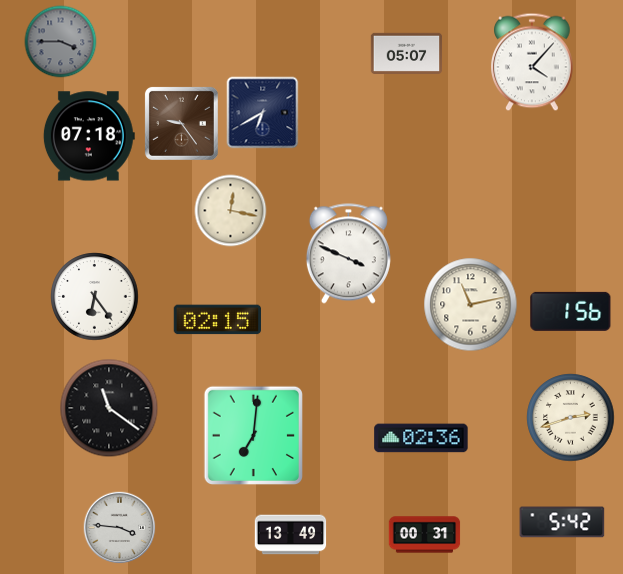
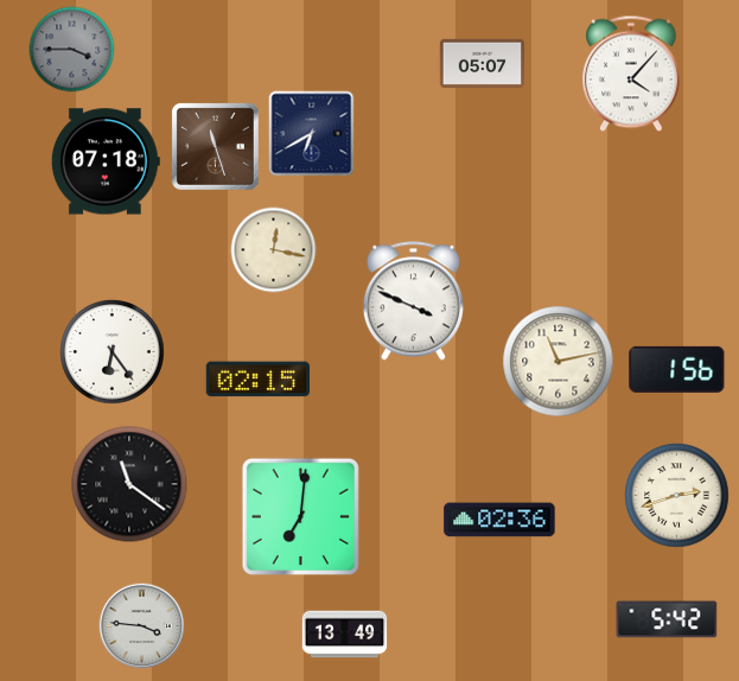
clock at (181, 123): 9:24 -> 11:27
clock at (425, 535): 00:31 -> none
